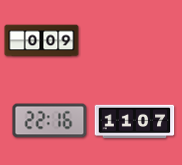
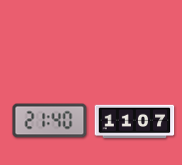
clock at (42, 41): 0:09 -> none
clock at (50, 121): 22:16 -> 21:40
